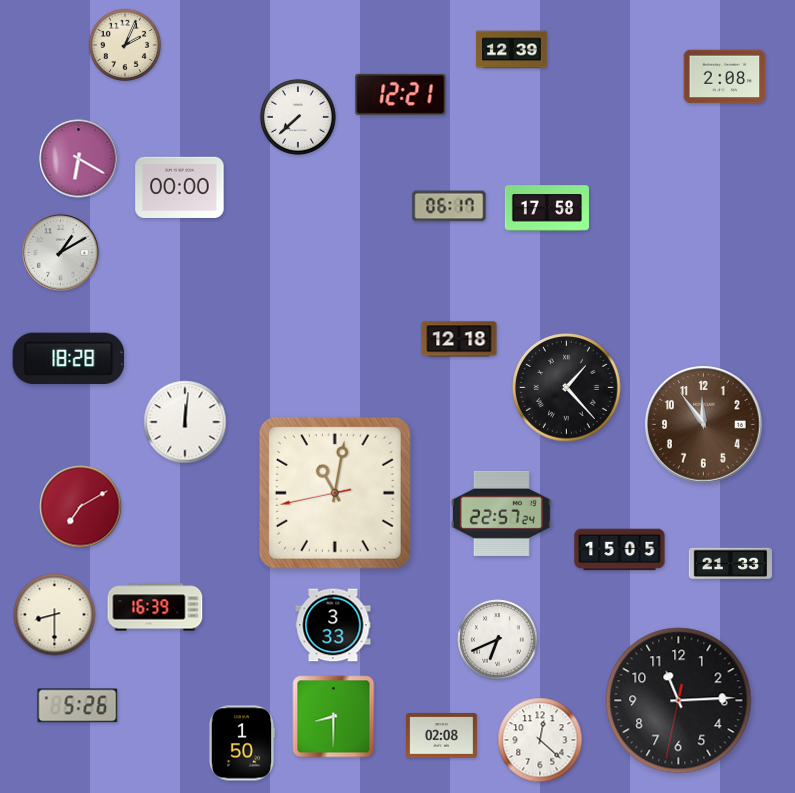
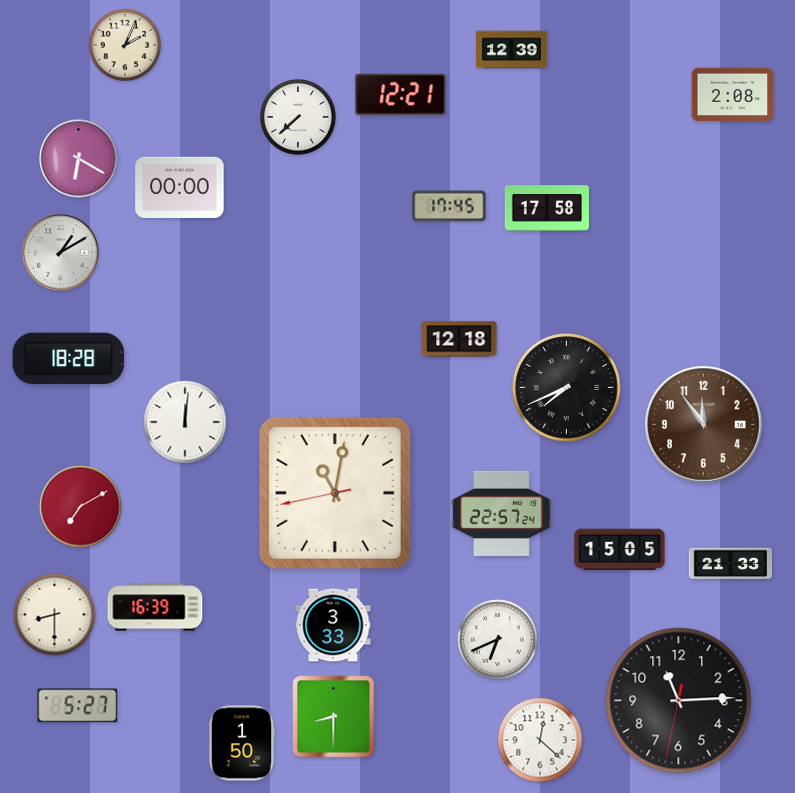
clock at (725, 77) position: (725, 77) -> (733, 95)
clock at (449, 206): 06:17 -> 17:45
clock at (567, 388): 1:23 -> 7:41
clock at (78, 706): 5:26 -> 5:27
clock at (442, 736): 02:08 -> none
